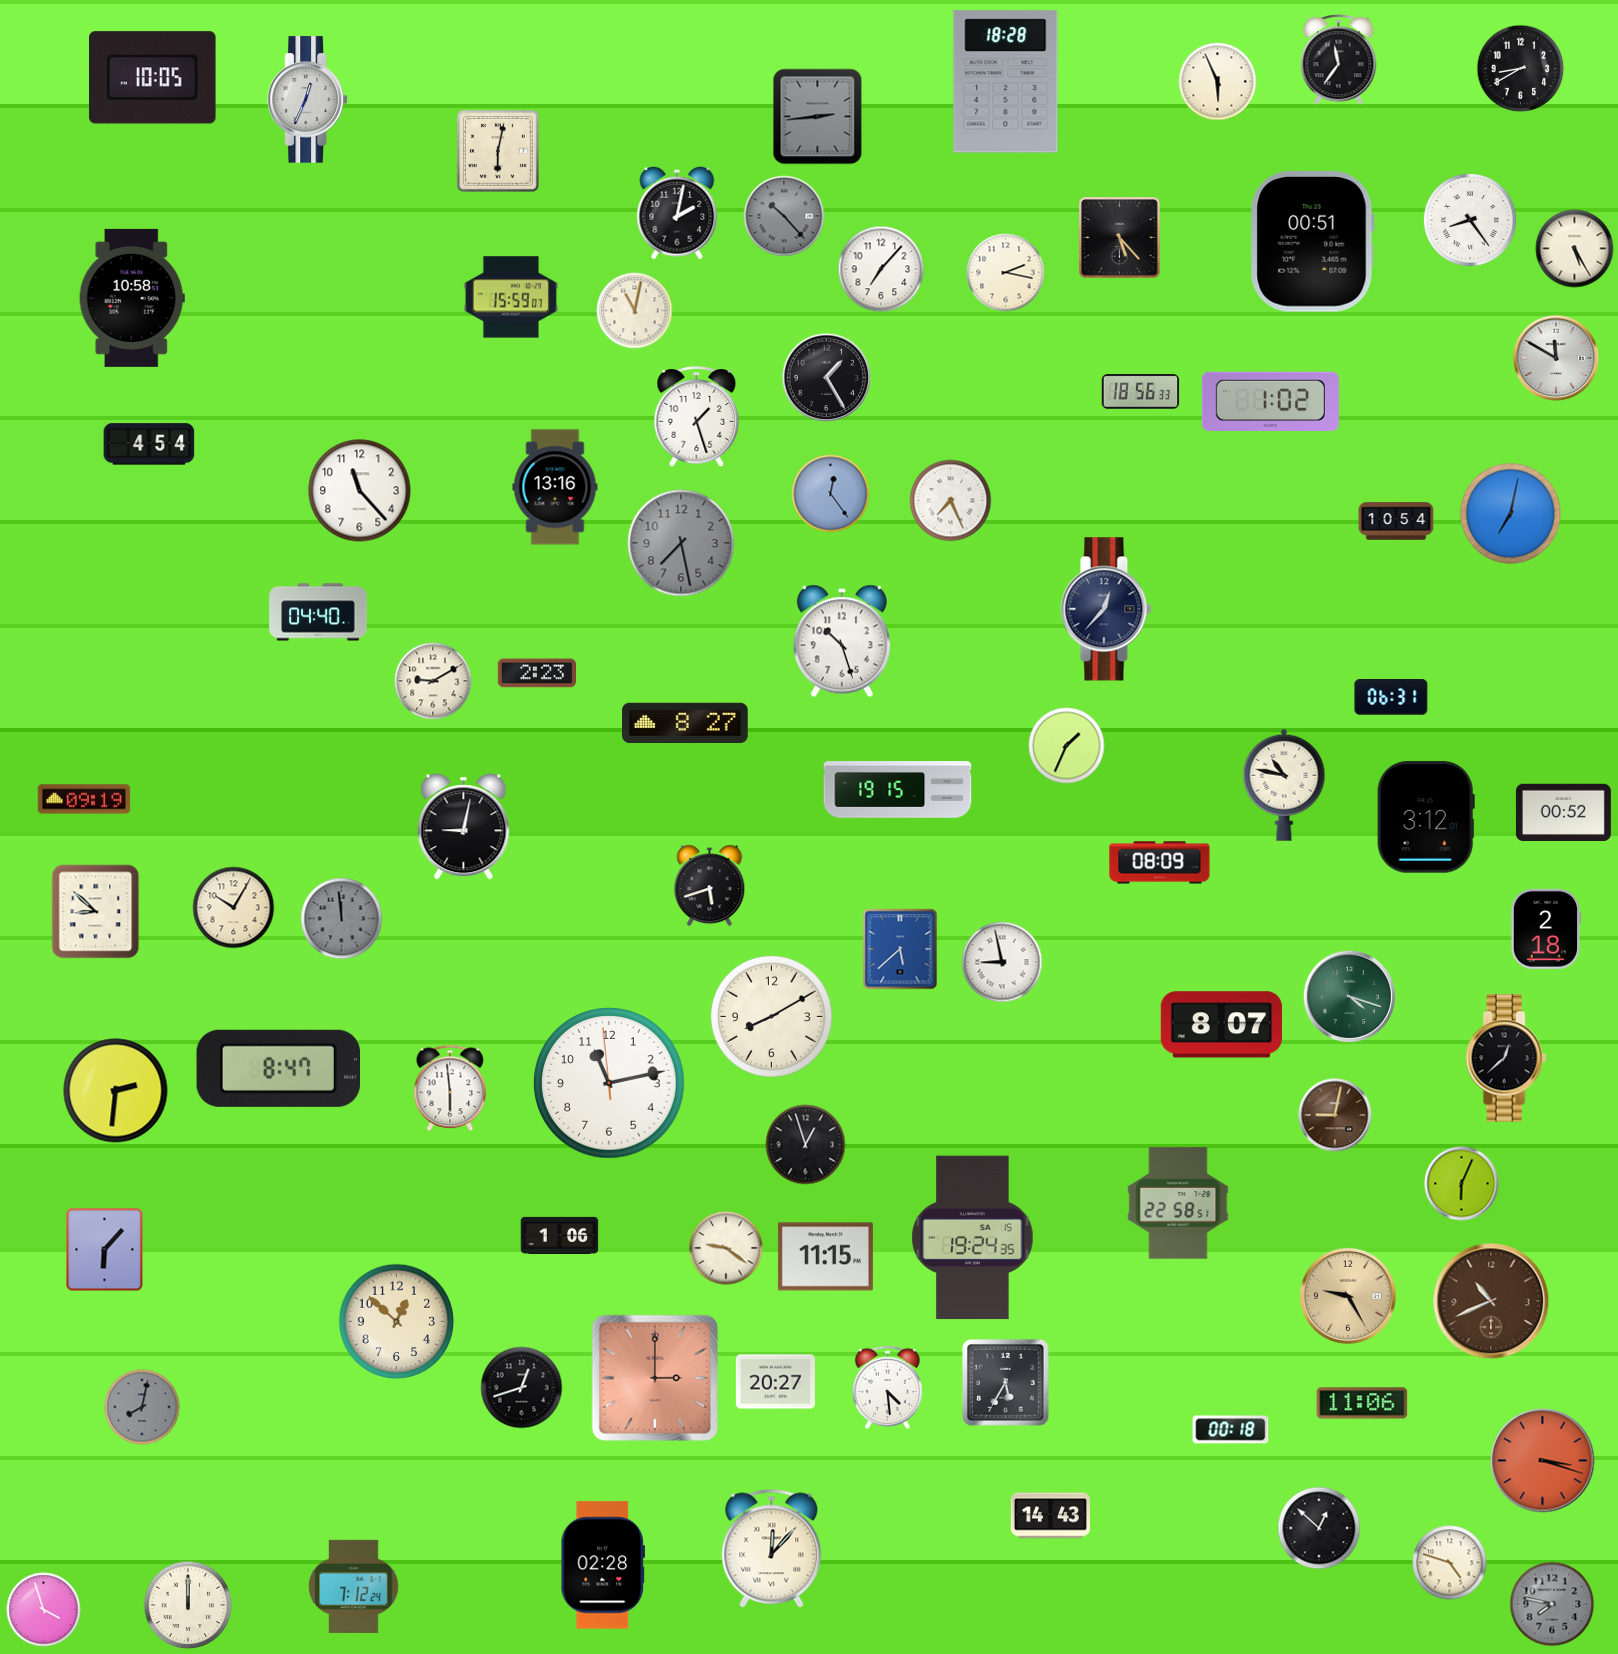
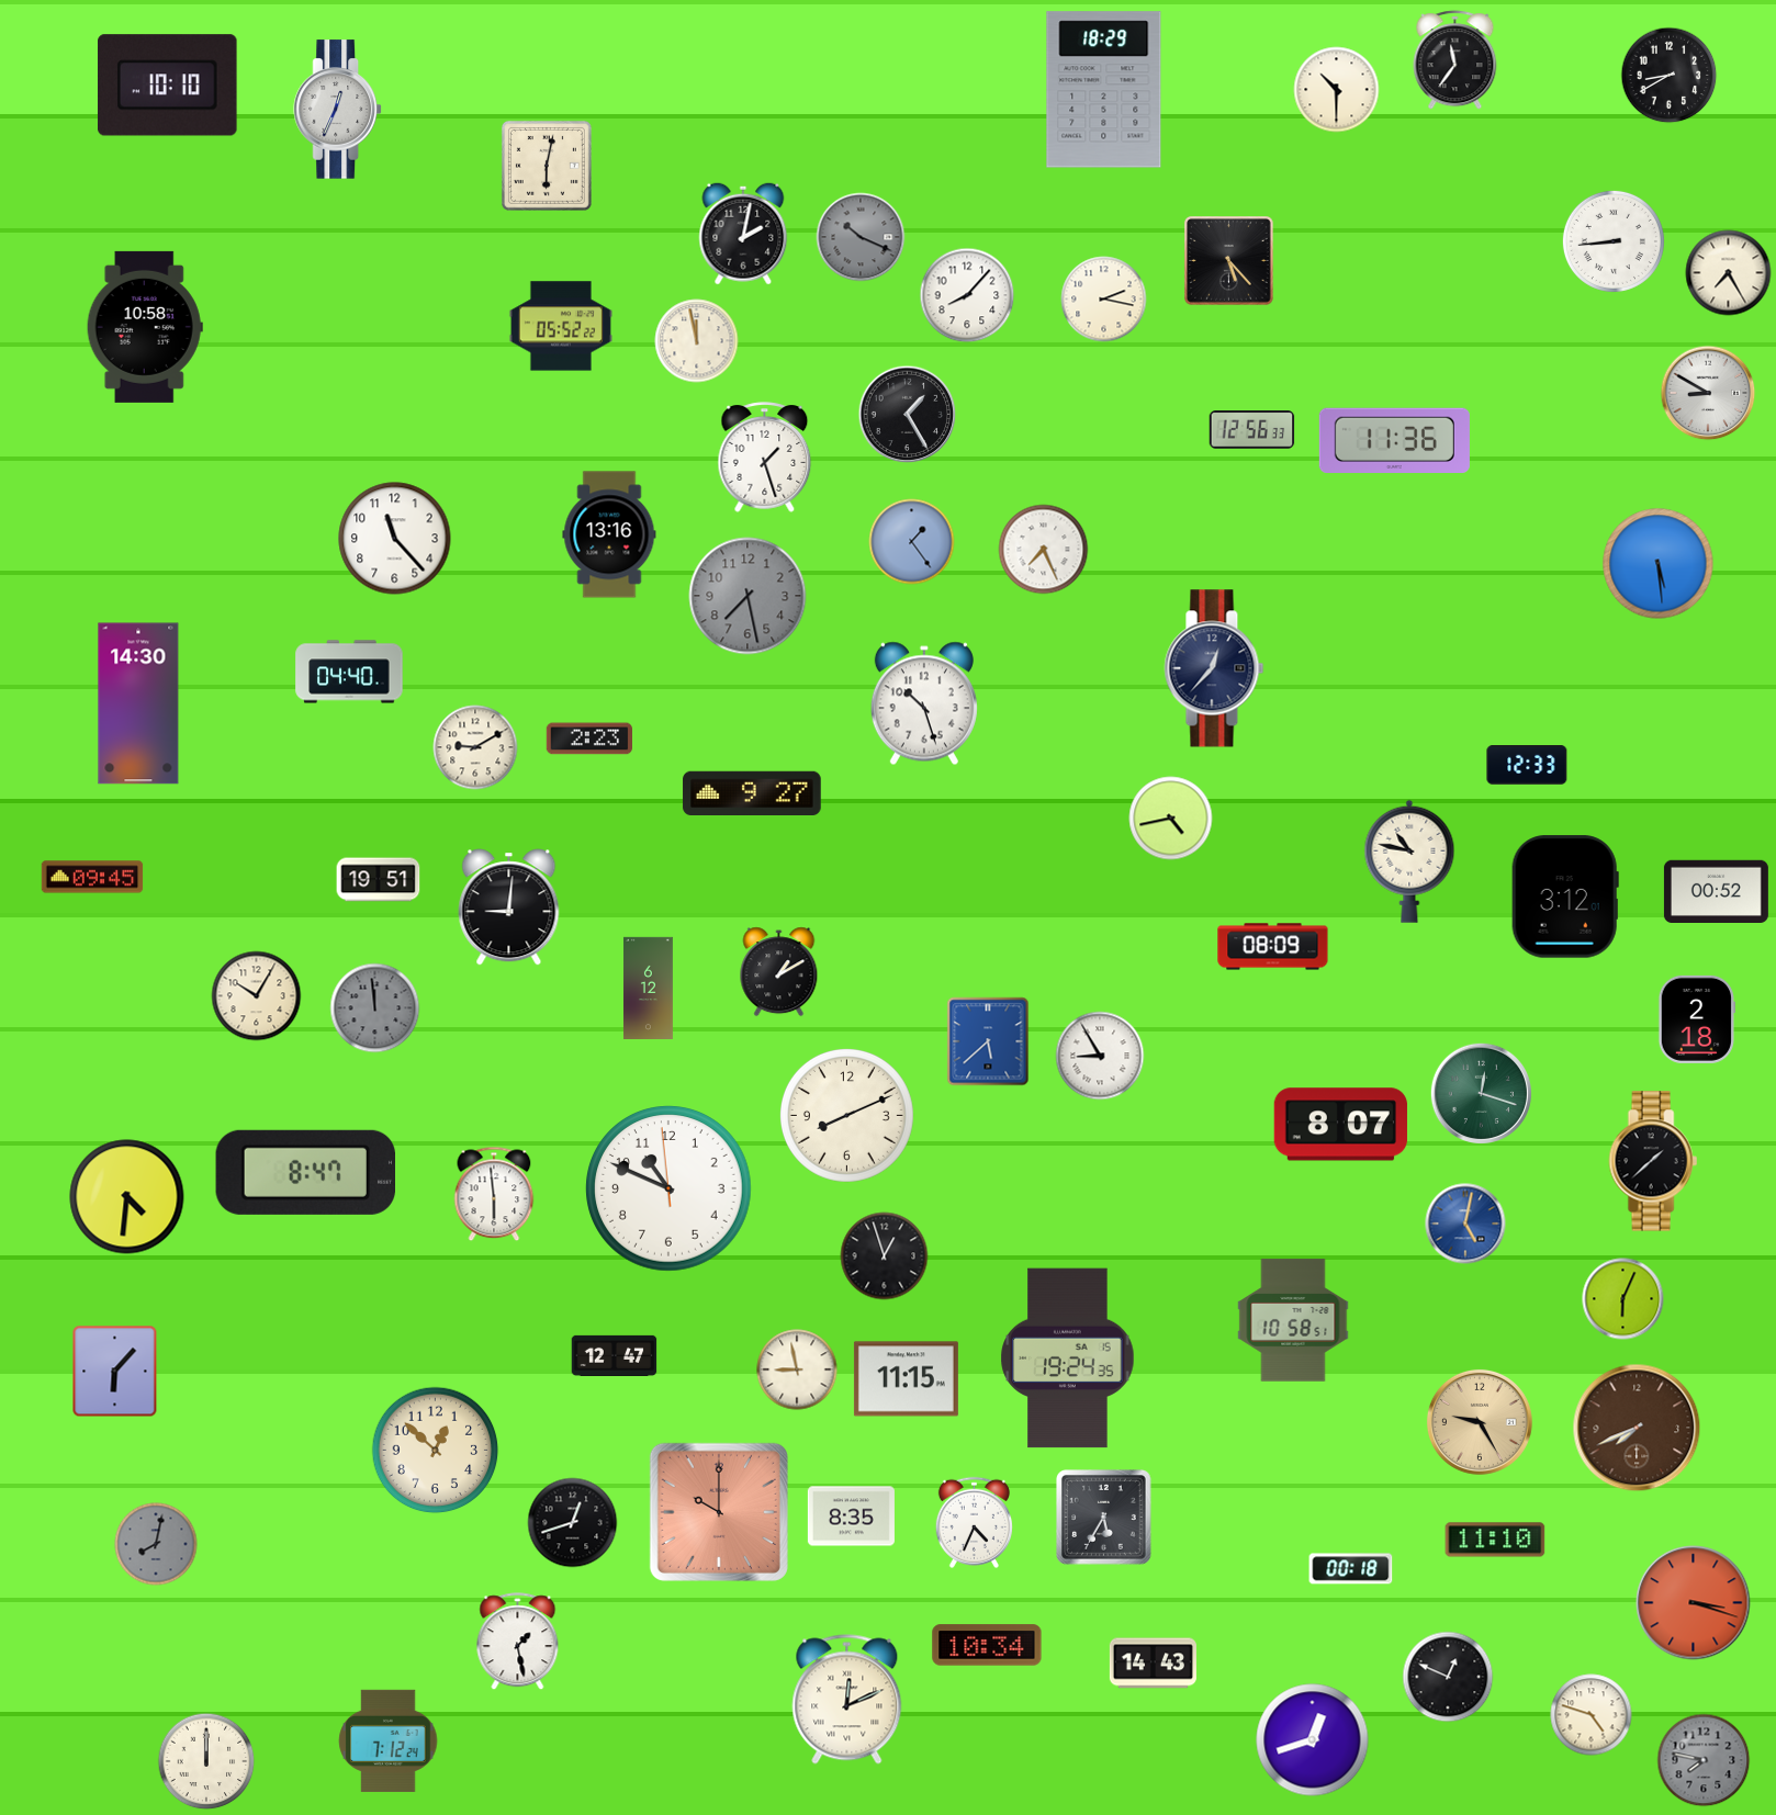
clock at (1339, 60) position: (1339, 60) -> (1455, 60)
clock at (153, 78): 10:05 -> 10:10
clock at (1006, 82): 18:28 -> 18:29
clock at (1218, 82): 5:56 -> 10:30
clock at (818, 117): 2:44 -> none
clock at (784, 216): 10:23 -> 10:19
clock at (1470, 220): 8:24 -> 8:44
clock at (1312, 242): 00:51 -> none
clock at (1575, 249): 5:25 -> 7:25
clock at (881, 269): 7:07 -> 8:07
clock at (511, 297): 15:59 -> 05:52
clock at (635, 311): 11:02 -> 11:58
clock at (1556, 358): 11:50 -> 8:50
clock at (1141, 392): 18:56 -> 12:56
clock at (1270, 401): 1:02 -> 11:36
clock at (149, 444): 4:54 -> none
clock at (831, 494): 12:24 -> 1:24
clock at (1511, 514): 7:02 -> 5:29
clock at (1396, 521): 10:54 -> none
clock at (138, 703): none -> 14:30
clock at (1391, 698): 06:31 -> 12:33
clock at (685, 722): 8:27 -> 9:27
clock at (1067, 746): 1:34 -> 4:43
clock at (898, 790): 19:15 -> none
clock at (84, 799): 09:19 -> 09:45
clock at (379, 880): none -> 19:51
clock at (464, 827): 9:02 -> 9:01
clock at (710, 886): 5:42 -> 1:10
clock at (648, 988): none -> 6:12
clock at (96, 912): 8:52 -> none
clock at (1002, 962): 8:58 -> 8:55
clock at (1349, 996): 4:18 -> 12:18
clock at (771, 1016): 8:10 -> 8:11
clock at (1506, 1058): 12:38 -> 1:38
clock at (609, 1083): 11:12 -> 10:48
clock at (116, 1091): 2:31 -> 4:31
clock at (1335, 1115): 9:02 -> 5:02
clock at (1335, 1115) dial: brown -> blue
clock at (1462, 1184) position: (1462, 1184) -> (1623, 1299)
clock at (1178, 1203): 22:58 -> 10:58
clock at (560, 1235): 1:06 -> 12:47
clock at (726, 1248): 9:21 -> 8:58
clock at (1491, 1301): 10:41 -> 7:41
clock at (655, 1378): 3:00 -> 10:00
clock at (775, 1382): 20:27 -> 8:35
clock at (887, 1387): 4:29 -> 4:34
clock at (1362, 1403): 11:06 -> 11:10
clock at (518, 1642): none -> 1:28
clock at (987, 1645): none -> 10:34
clock at (1319, 1528): 12:52 -> 12:49
clock at (772, 1549): 12:07 -> 12:11
clock at (602, 1565): 02:28 -> none
clock at (1313, 1740): none -> 12:42
clock at (44, 1610): 3:57 -> none
